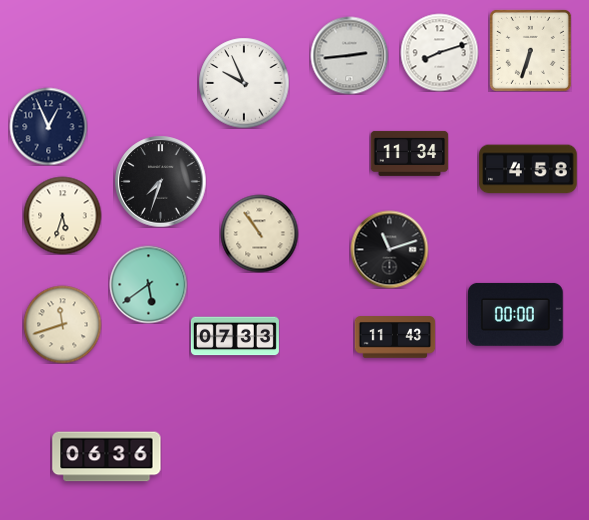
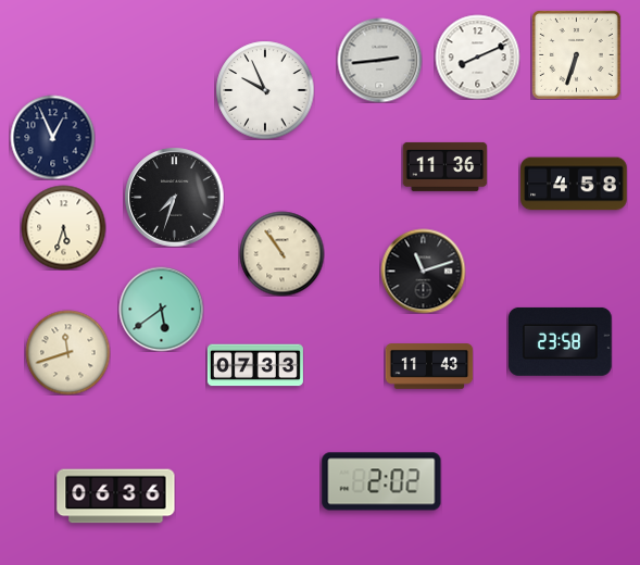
clock at (439, 52): 8:12 -> 8:11
clock at (409, 153): 11:34 -> 11:36
clock at (62, 215) position: (62, 215) -> (63, 227)
clock at (516, 314): 00:00 -> 23:58
clock at (381, 481): none -> 2:02
